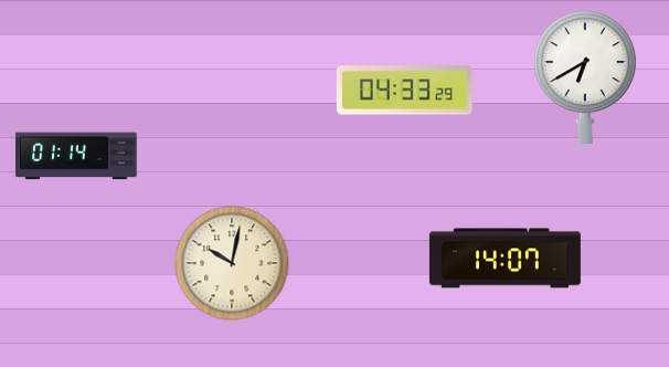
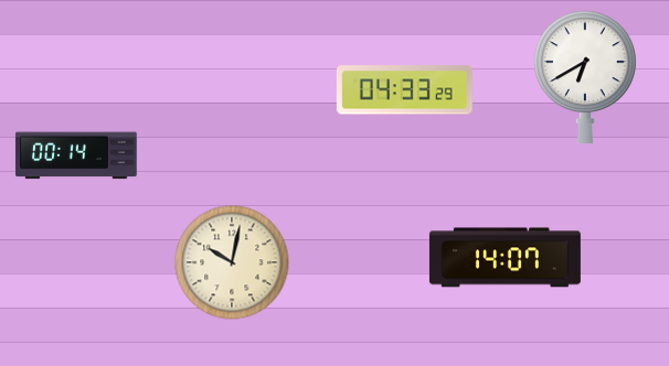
clock at (76, 156): 01:14 -> 00:14
